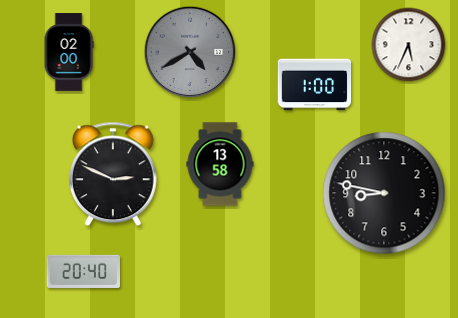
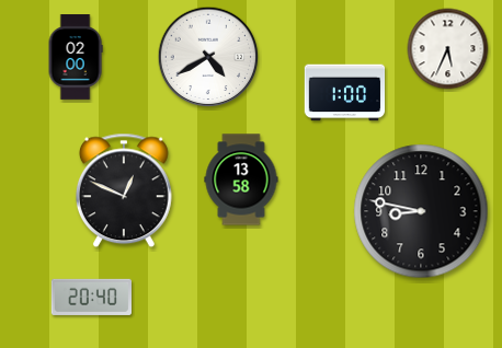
clock at (190, 52) dial: grey -> white
clock at (113, 174): 2:49 -> 12:49
